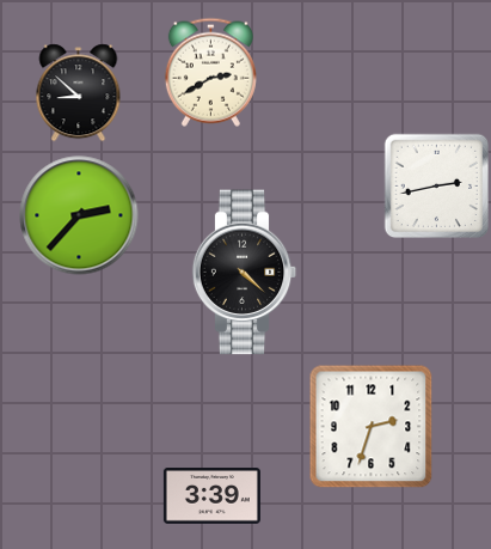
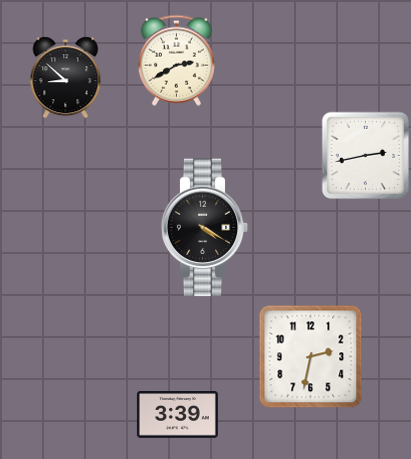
clock at (79, 215): 2:37 -> none
clock at (245, 273): 4:22 -> 4:20
clock at (372, 427): 2:33 -> 2:32
